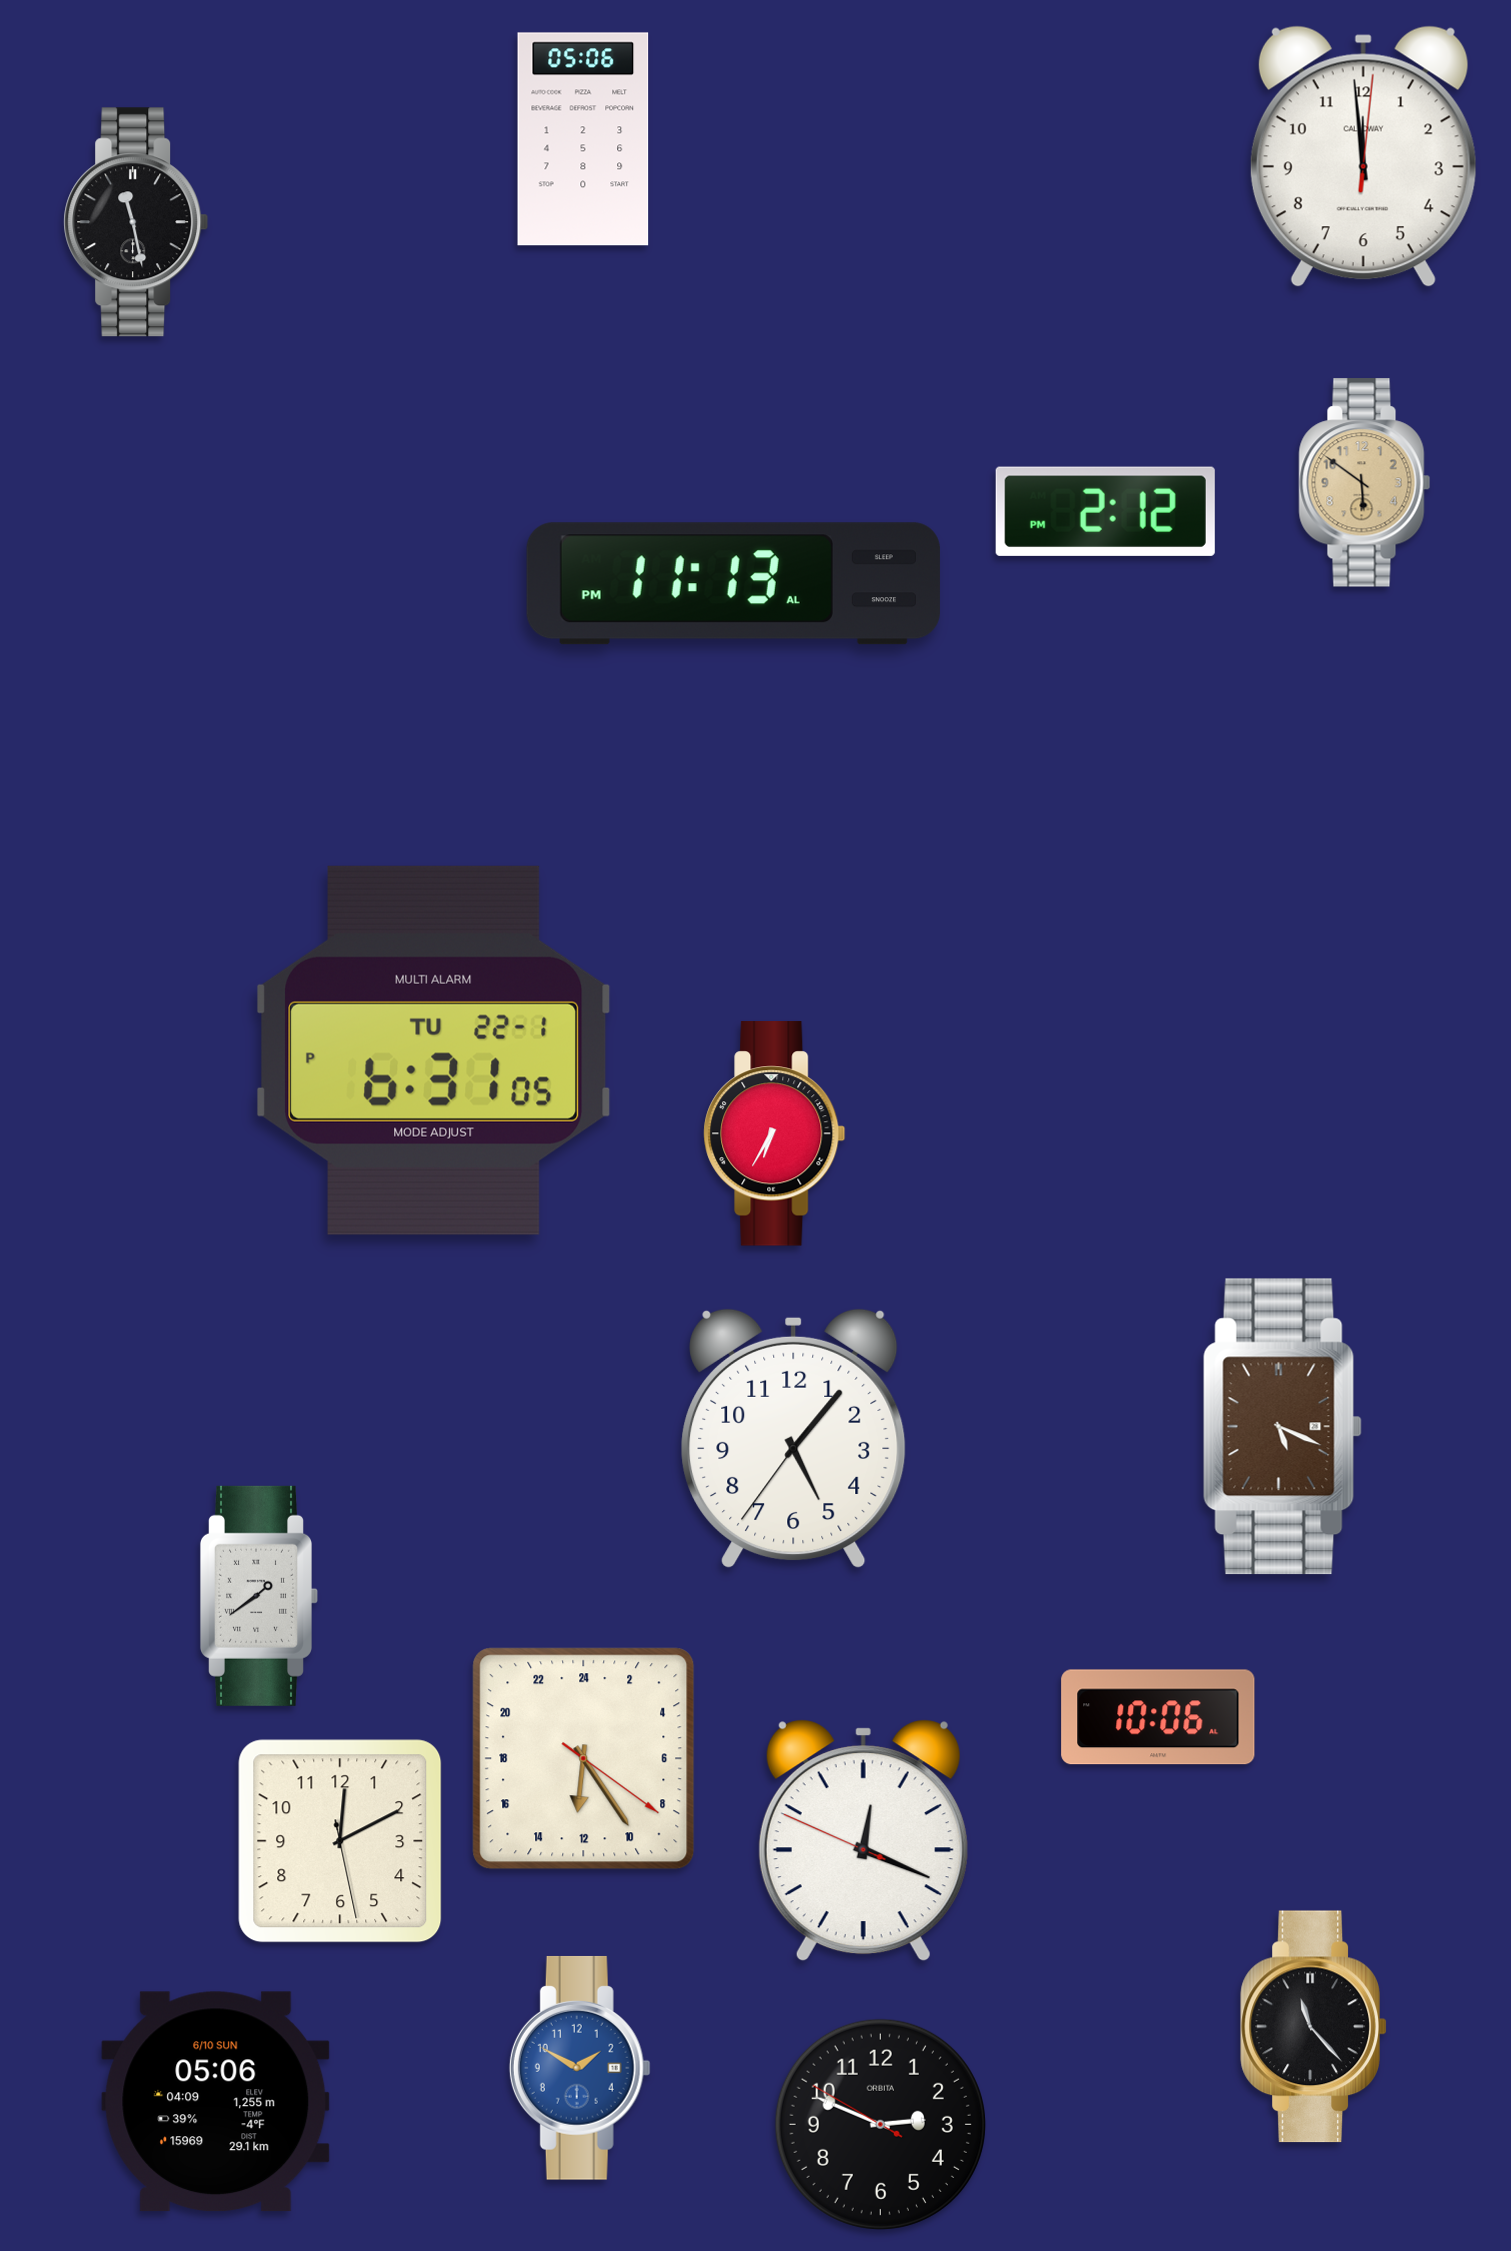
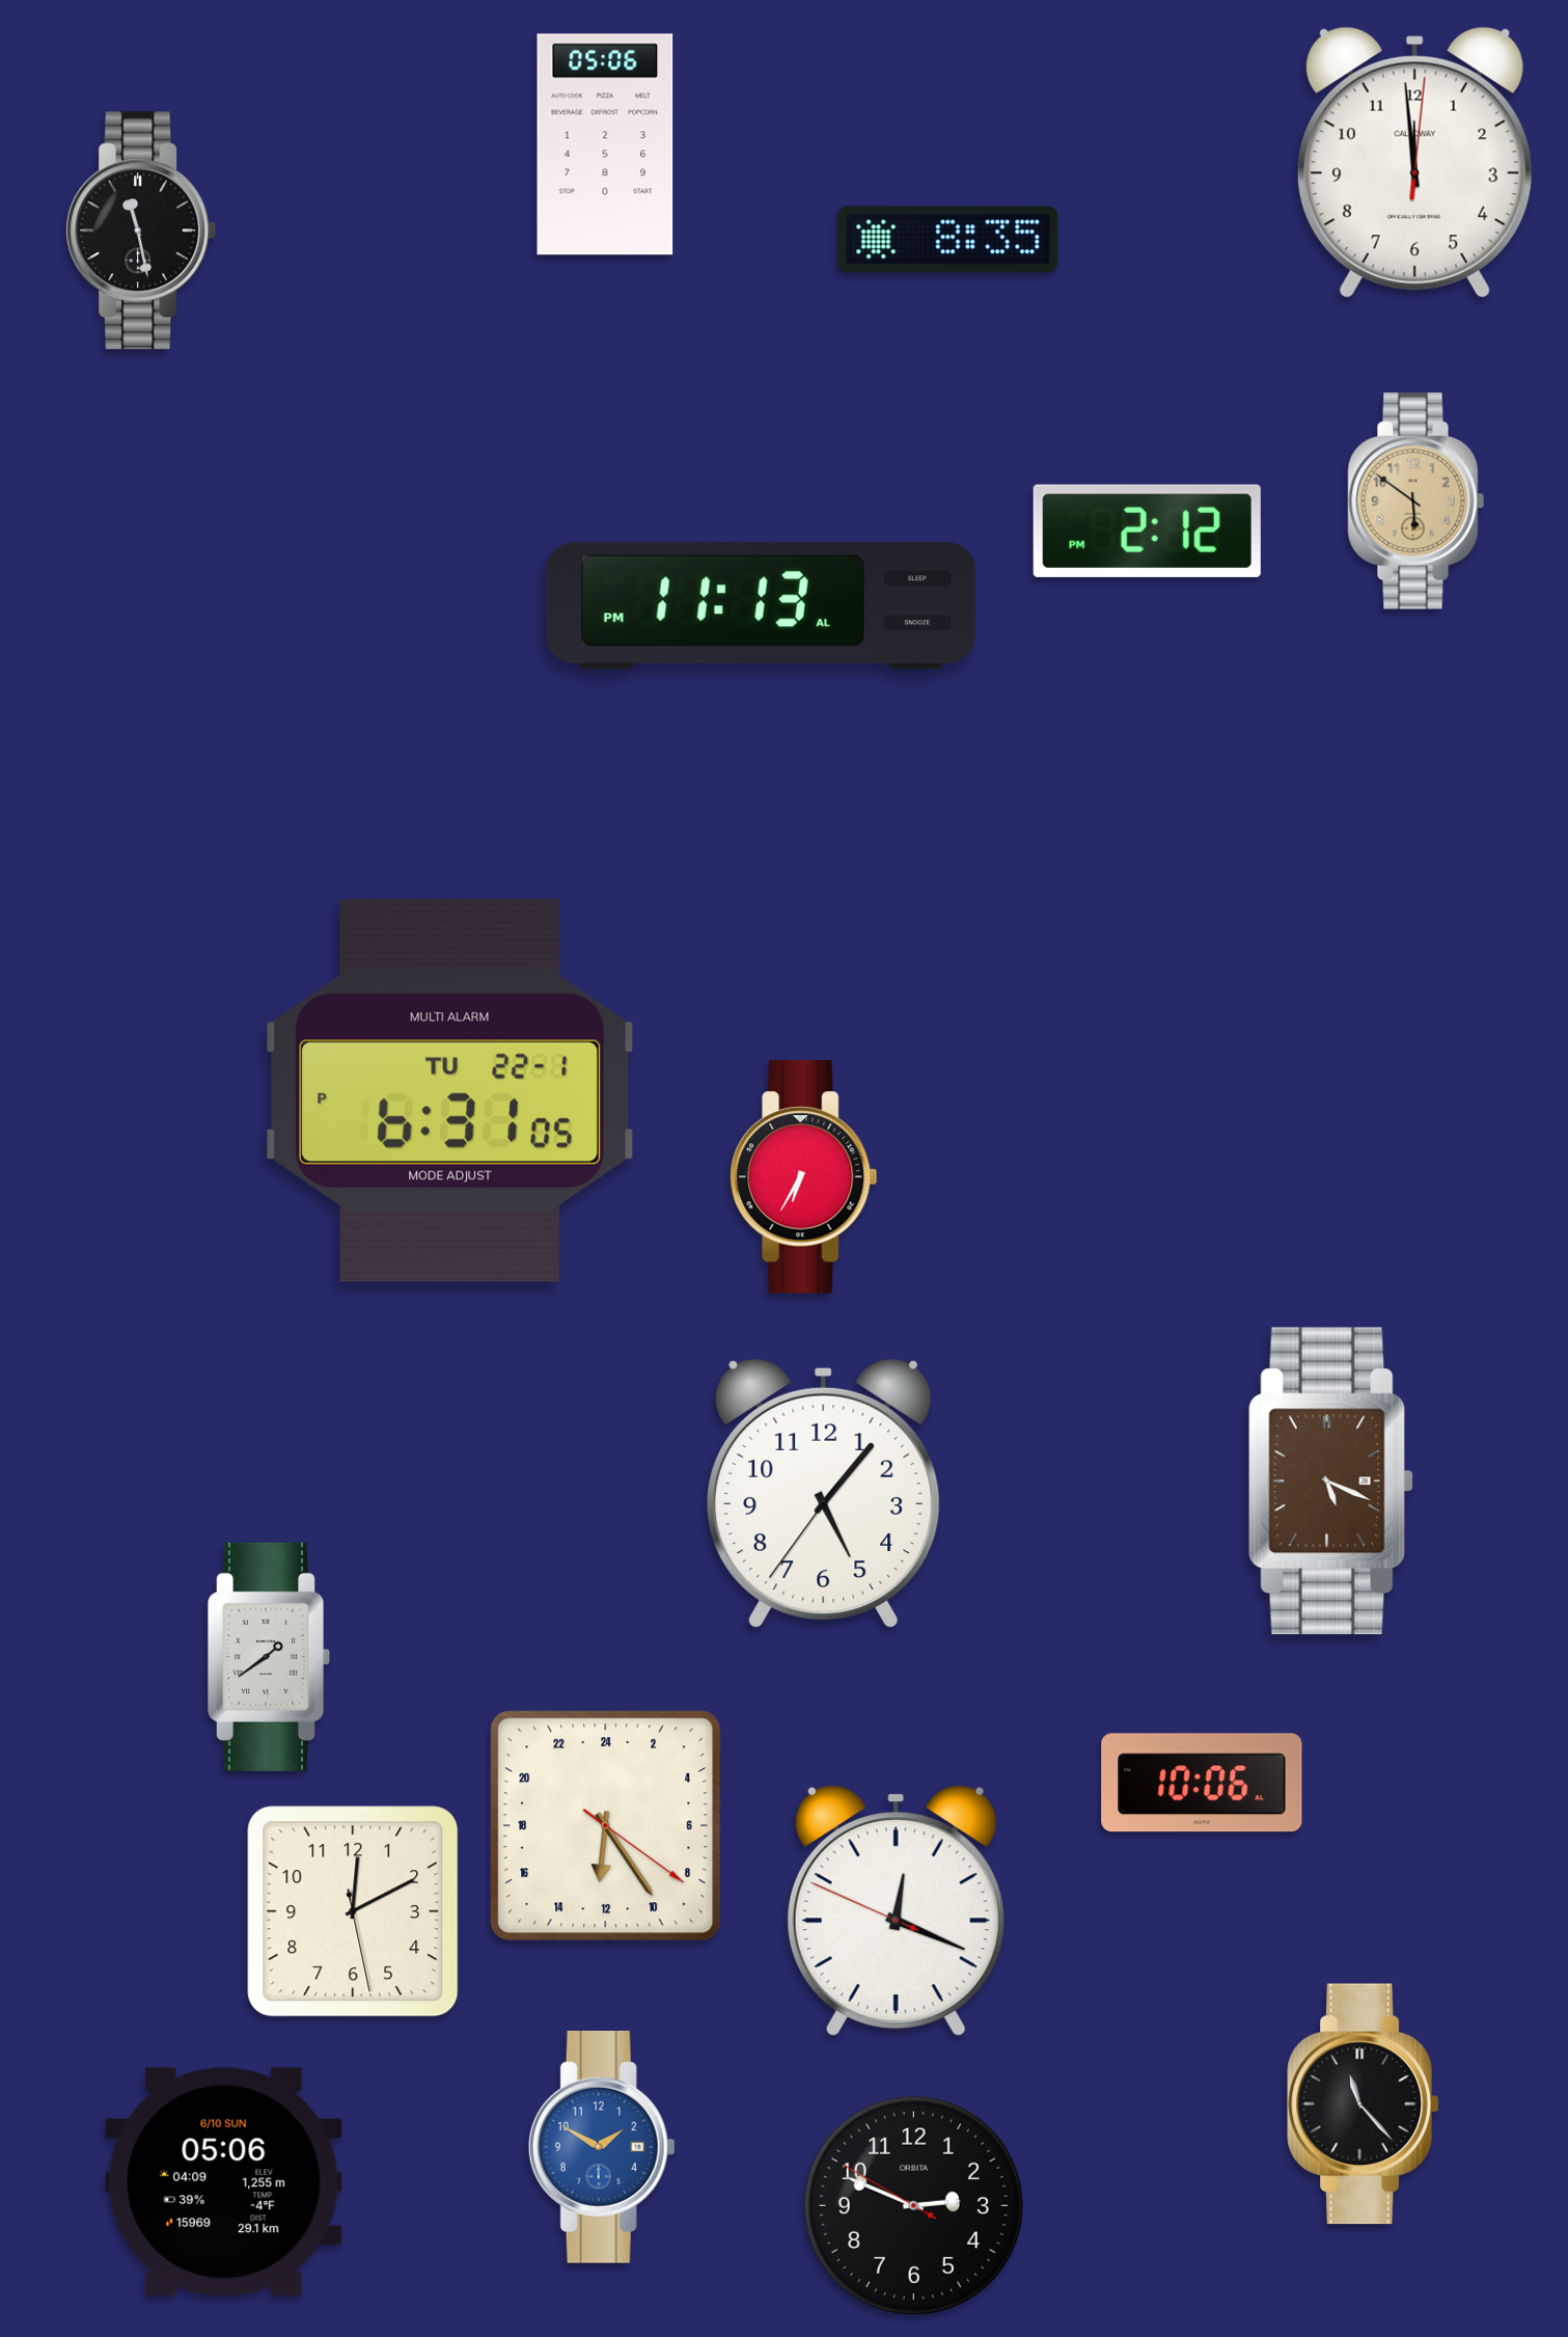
clock at (948, 240): none -> 8:35
